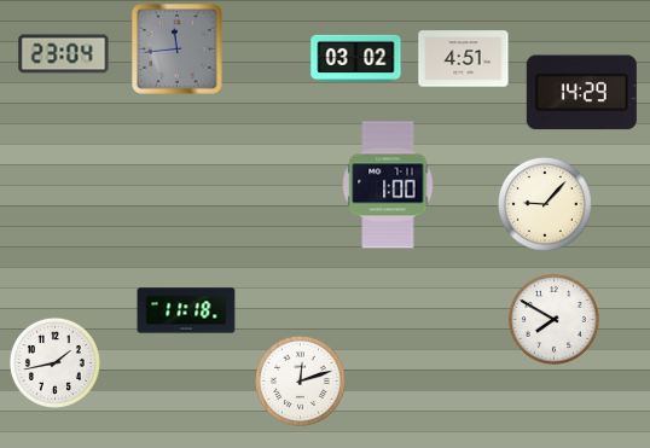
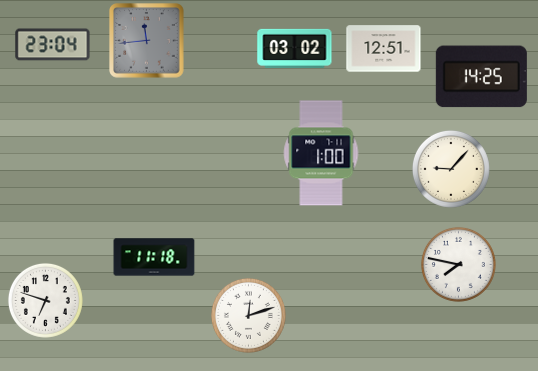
clock at (464, 59): 4:51 -> 12:51
clock at (581, 93): 14:29 -> 14:25
clock at (553, 319): 7:50 -> 7:47
clock at (54, 362): 1:43 -> 6:48
